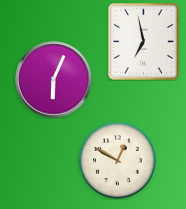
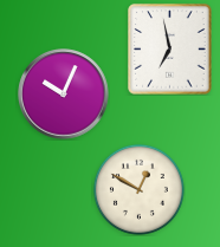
clock at (54, 80): 6:04 -> 10:04
